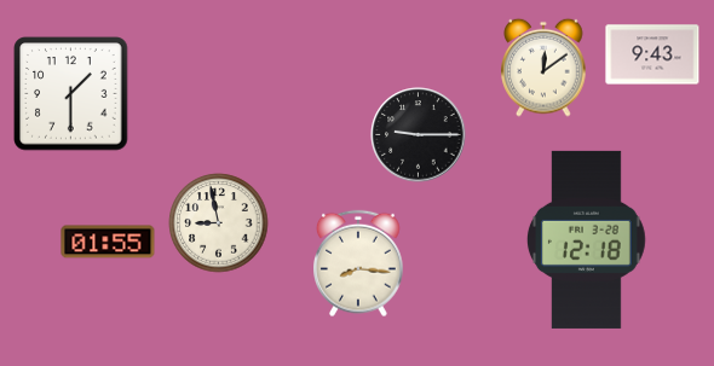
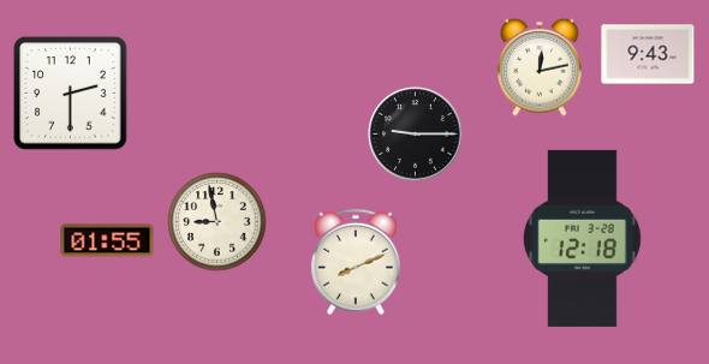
clock at (543, 68): 12:09 -> 12:13
clock at (71, 94): 1:30 -> 2:30
clock at (359, 263): 8:16 -> 8:11
